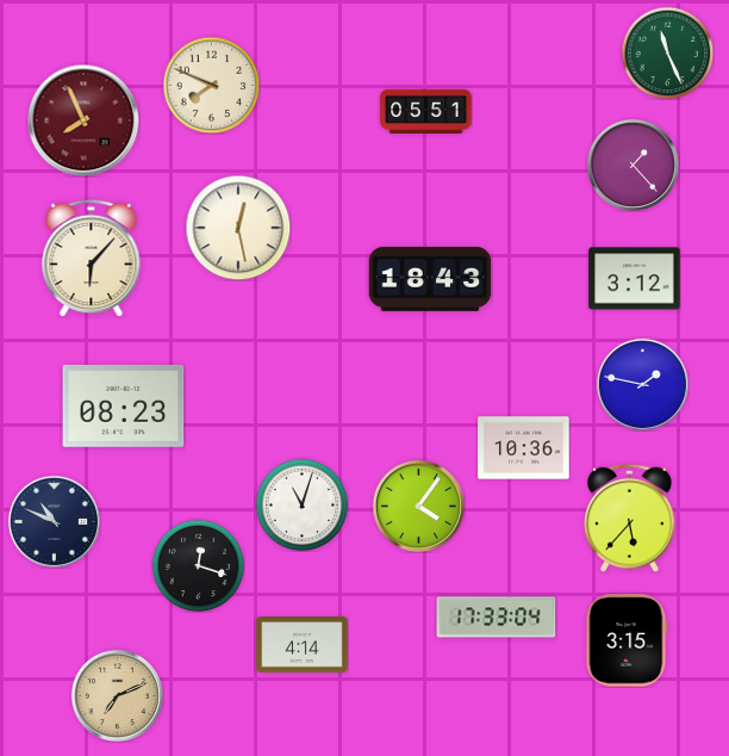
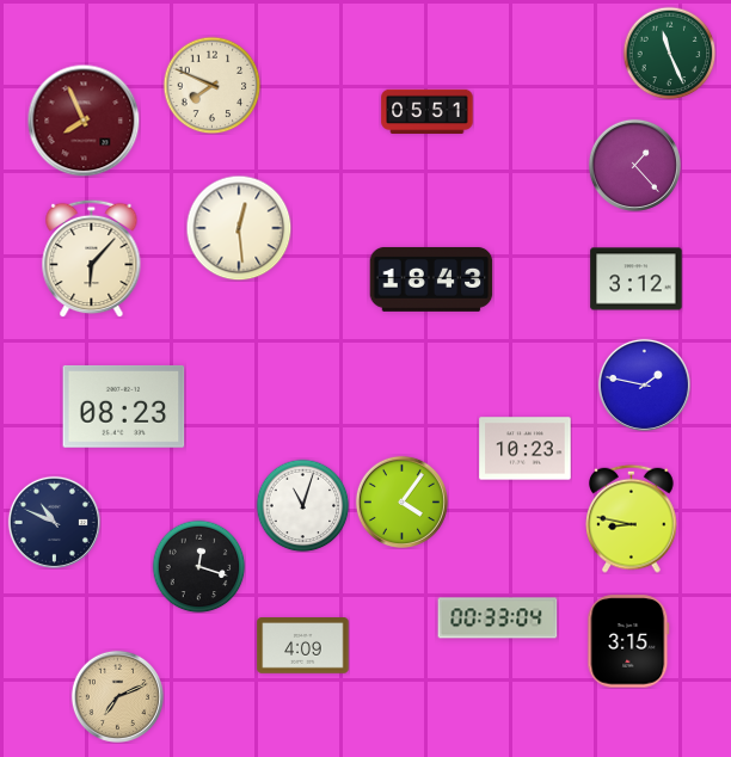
clock at (238, 228): 12:28 -> 12:29
clock at (524, 448): 10:36 -> 10:23
clock at (418, 506) position: (418, 506) -> (401, 501)
clock at (630, 518): 5:37 -> 8:47
clock at (497, 618): 17:33 -> 00:33
clock at (303, 645): 4:14 -> 4:09
